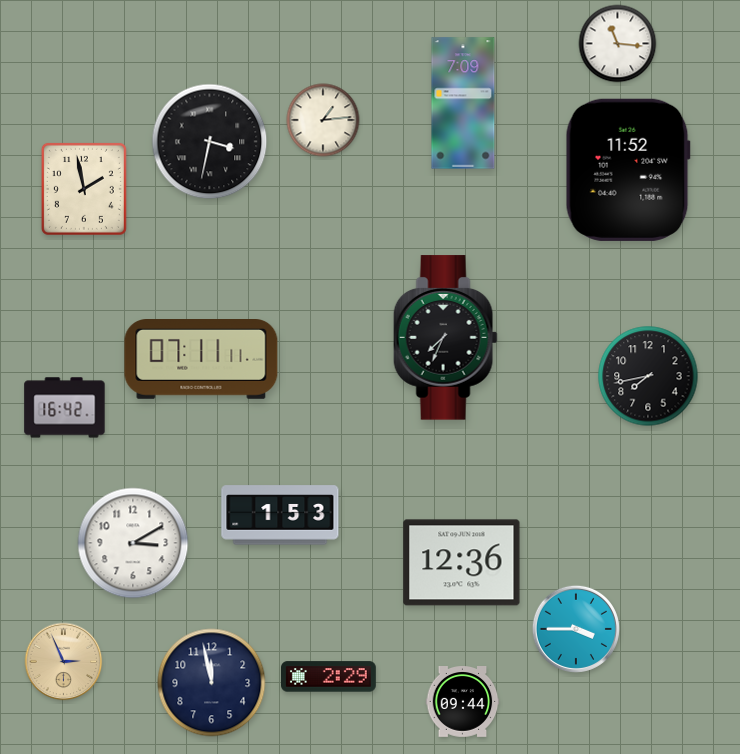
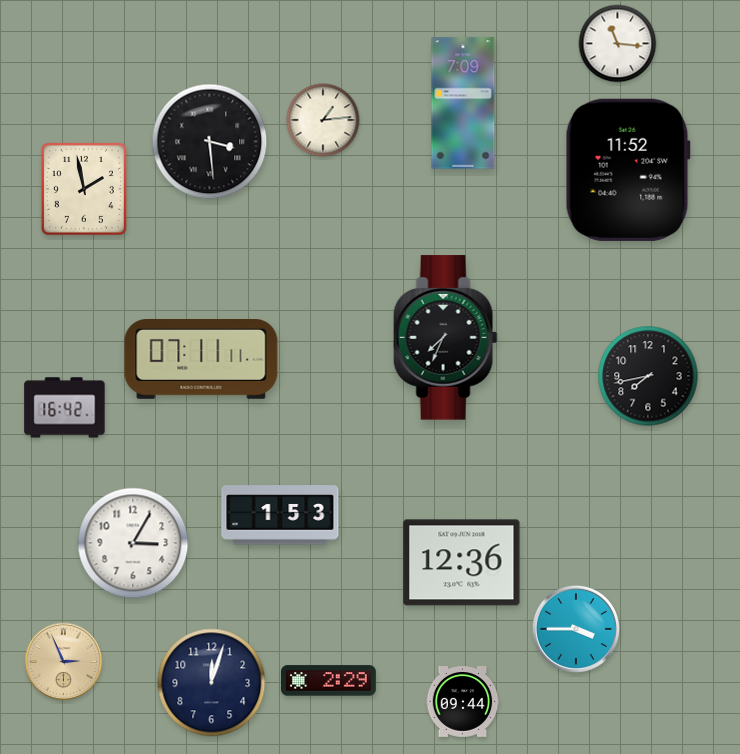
clock at (210, 142): 3:32 -> 3:29
clock at (133, 543): 3:10 -> 3:05
clock at (329, 677) position: (329, 677) -> (329, 681)
clock at (212, 683): 11:58 -> 12:03
